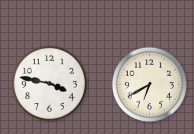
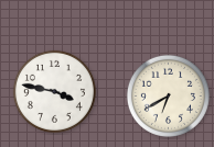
clock at (149, 84) position: (149, 84) -> (168, 95)
